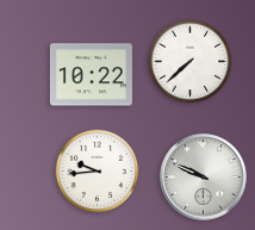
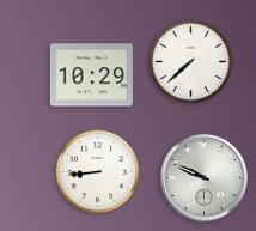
clock at (91, 75): 10:22 -> 10:29
clock at (98, 172): 9:44 -> 8:44
